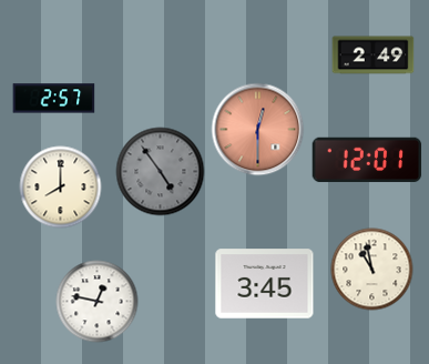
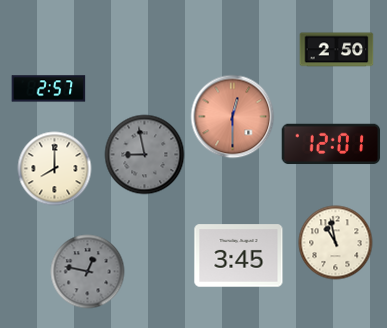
clock at (374, 55): 2:49 -> 2:50
clock at (161, 172): 4:54 -> 8:58
clock at (98, 302) dial: white -> grey
